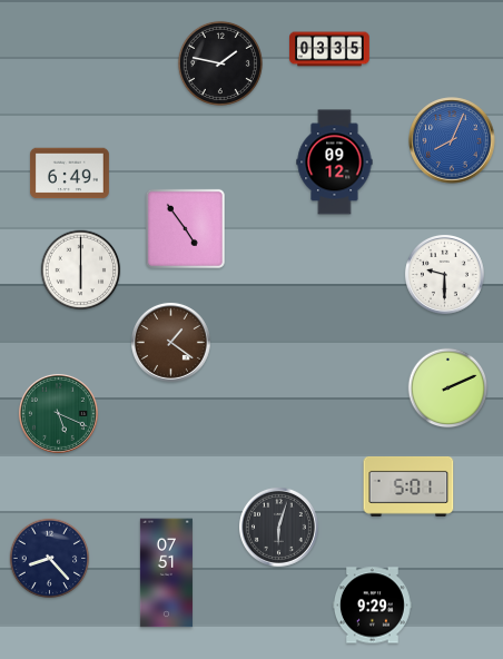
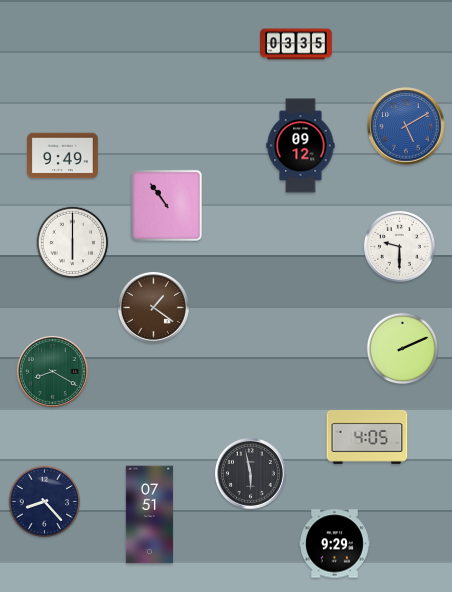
clock at (220, 63): 1:47 -> none
clock at (452, 140): 8:04 -> 5:10
clock at (69, 174): 6:49 -> 9:49
clock at (185, 228): 4:54 -> 10:54
clock at (58, 413): 5:19 -> 8:20
clock at (408, 486): 5:01 -> 4:05
clock at (278, 527): 6:03 -> 5:58
